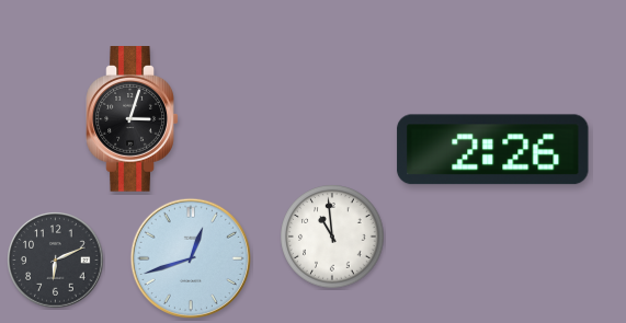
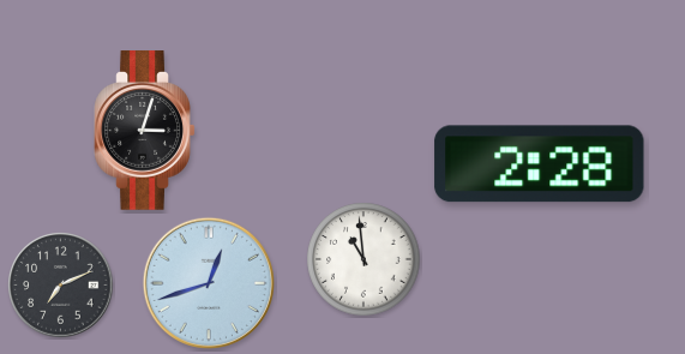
clock at (493, 150): 2:26 -> 2:28
clock at (56, 261): 6:11 -> 7:11
